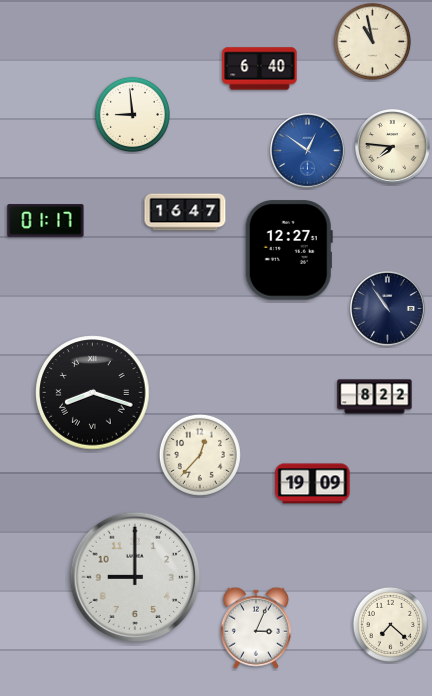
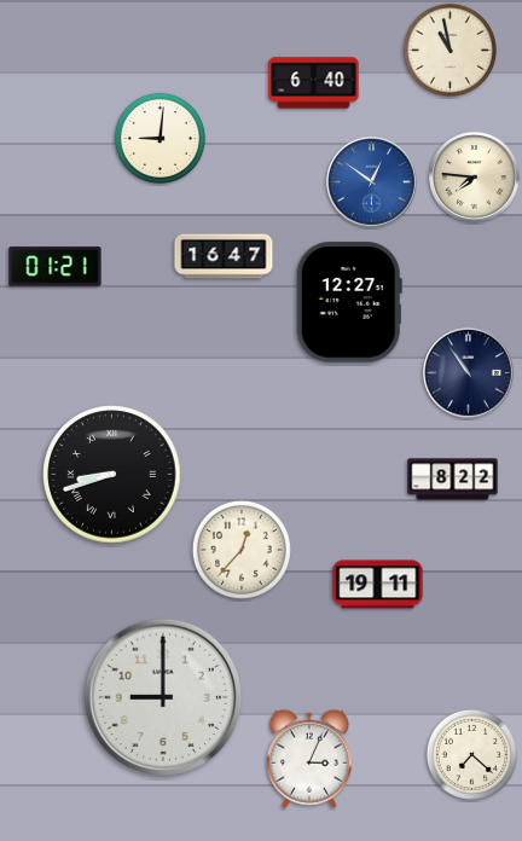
clock at (132, 114): 8:59 -> 9:01
clock at (46, 221): 01:17 -> 01:21
clock at (93, 393): 8:18 -> 8:42
clock at (313, 484): 19:09 -> 19:11
